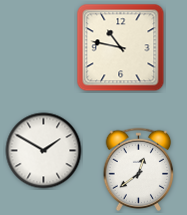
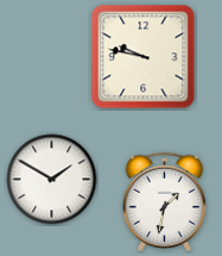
clock at (121, 48): 10:47 -> 9:47
clock at (139, 170): 12:39 -> 1:32
